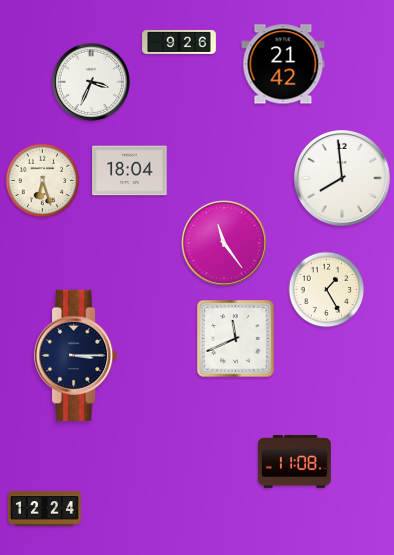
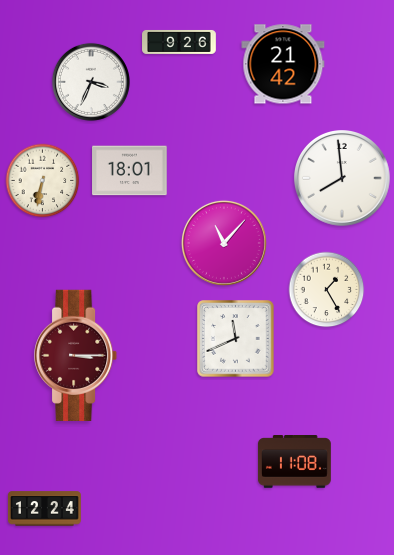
clock at (130, 171): 18:04 -> 18:01
clock at (43, 181): 6:27 -> 6:32
clock at (224, 243): 11:24 -> 11:07
clock at (77, 355) dial: navy -> burgundy
